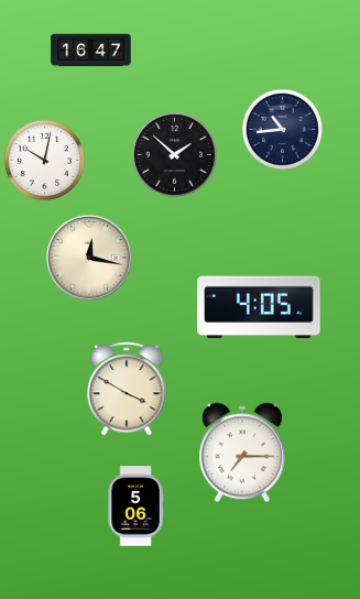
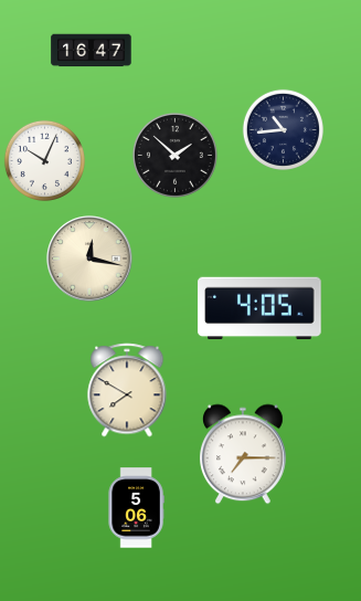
clock at (44, 160): 10:02 -> 10:04
clock at (127, 389): 3:50 -> 7:50
